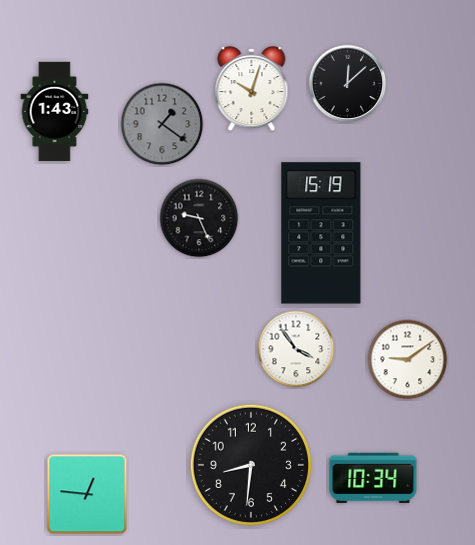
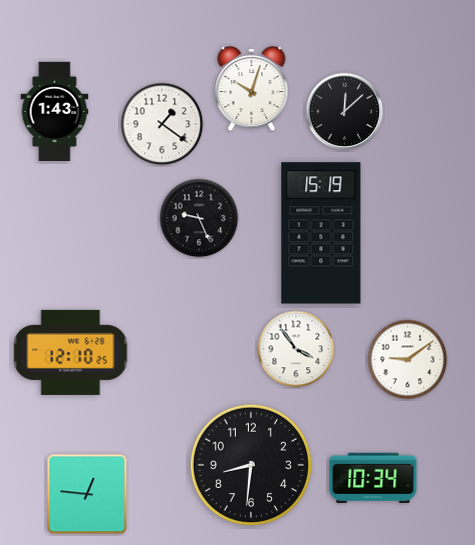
clock at (348, 84) position: (348, 84) -> (345, 112)
clock at (162, 124) dial: grey -> white
clock at (71, 352): none -> 12:10
